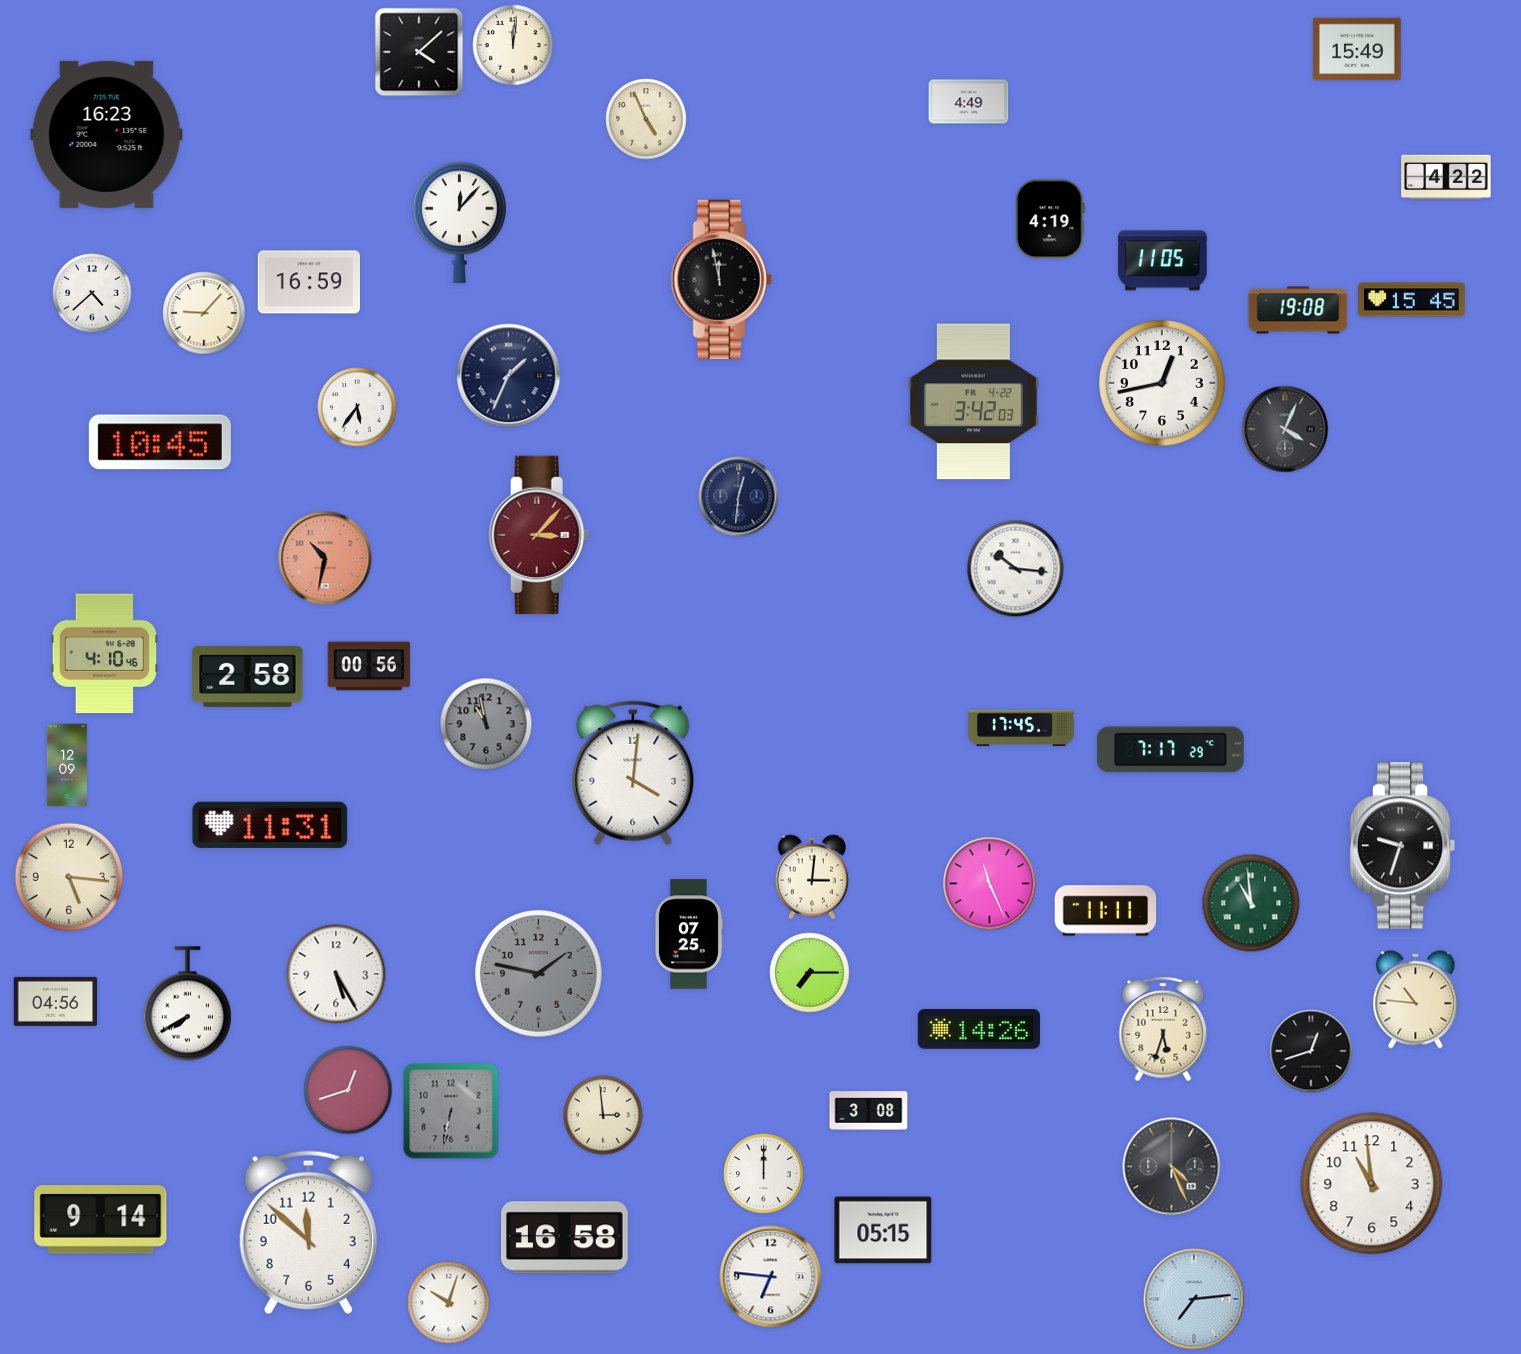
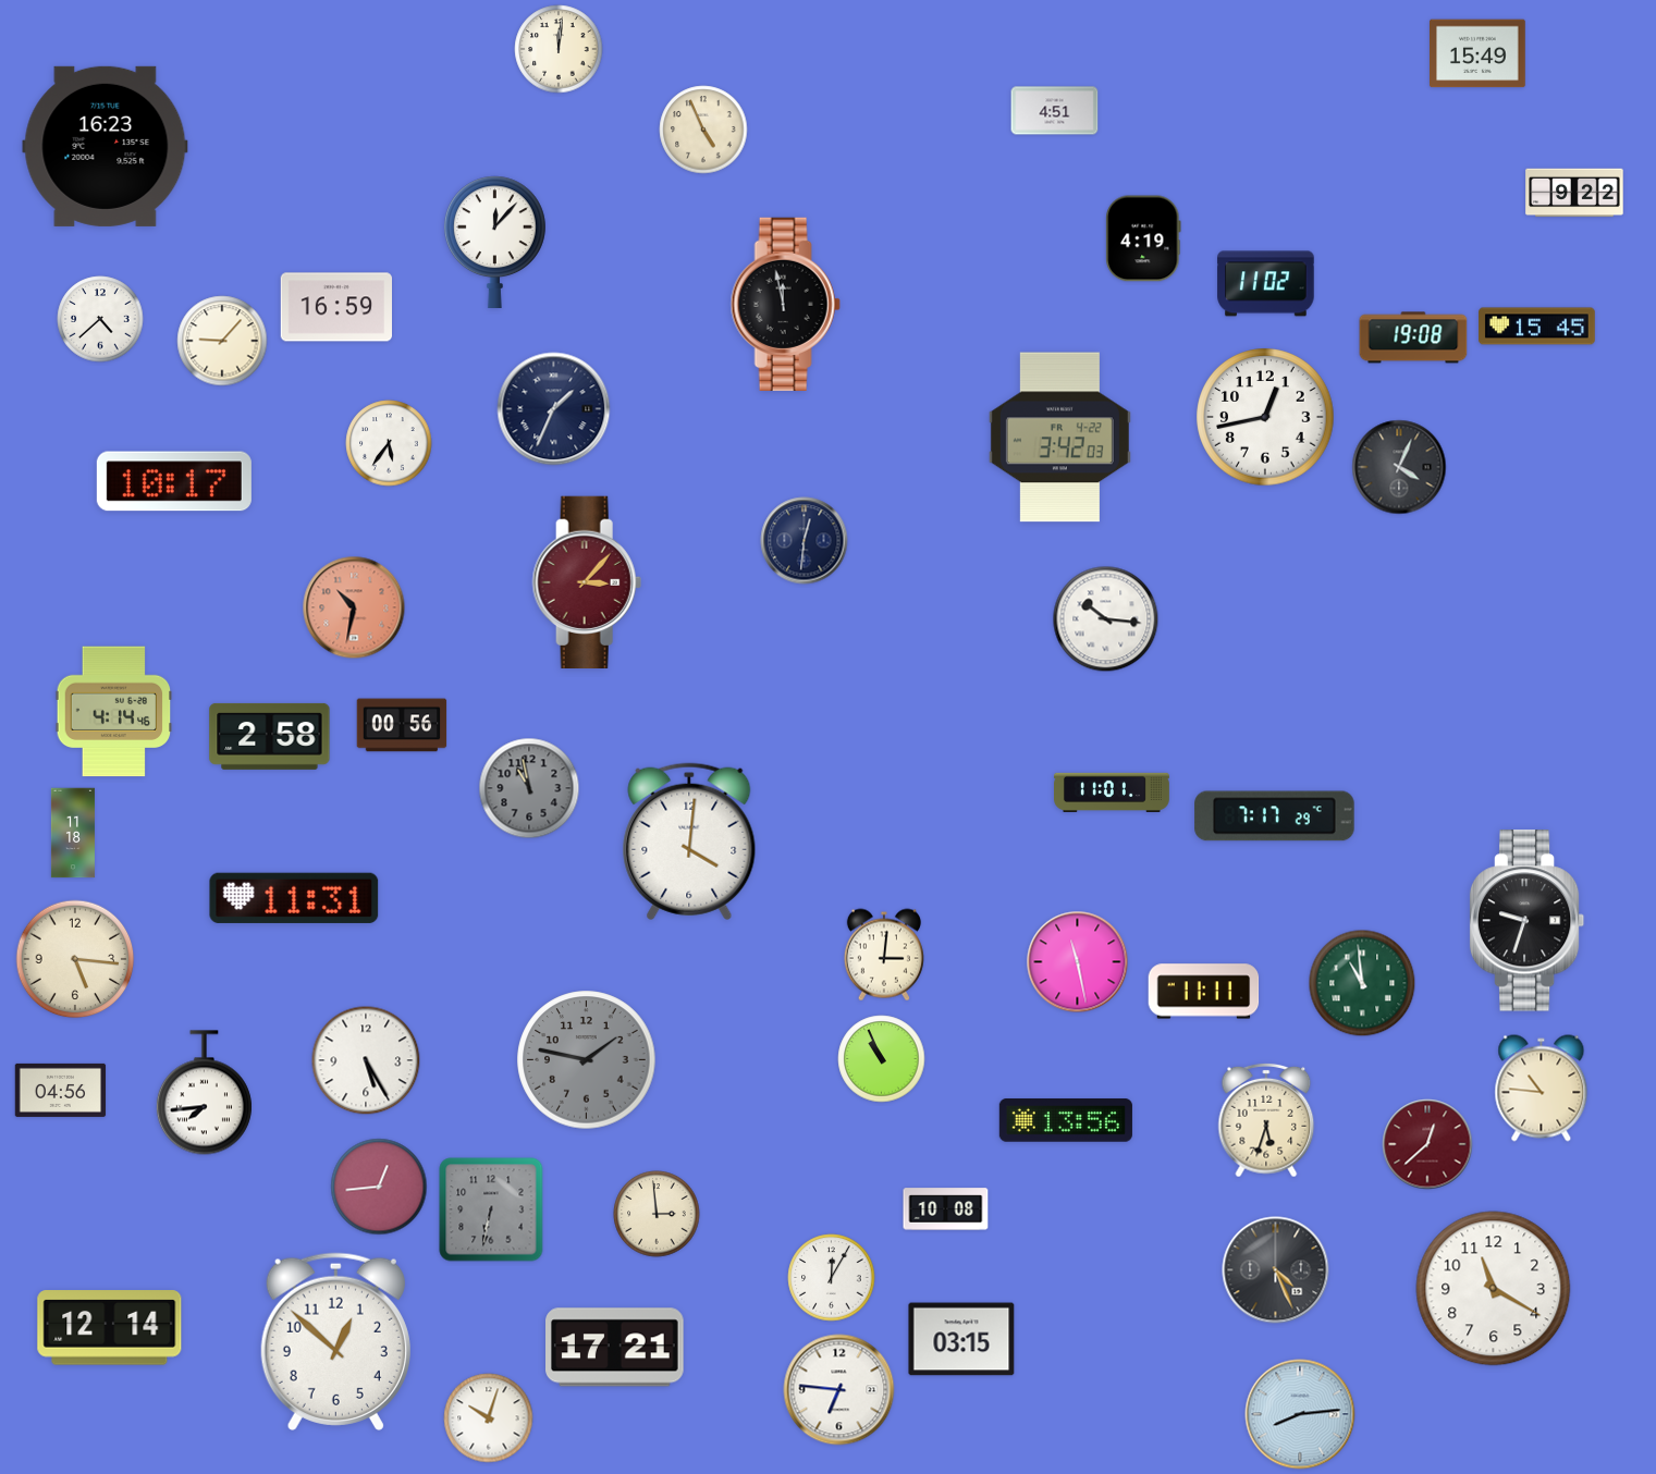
clock at (419, 52): 4:08 -> none
clock at (969, 102): 4:49 -> 4:51
clock at (107, 134) position: (107, 134) -> (106, 146)
clock at (1446, 177): 4:22 -> 9:22
clock at (459, 222) position: (459, 222) -> (494, 242)
clock at (1163, 261): 11:05 -> 11:02
clock at (160, 442): 10:45 -> 10:17
clock at (105, 654): 4:10 -> 4:14
clock at (1022, 727): 17:45 -> 11:01
clock at (67, 765): 12:09 -> 11:18
clock at (69, 877) position: (69, 877) -> (75, 959)
clock at (990, 884): 11:26 -> 11:28
clock at (688, 934): 07:25 -> none
clock at (810, 973): 7:15 -> 10:56
clock at (187, 1004): 7:40 -> 7:44
clock at (979, 1029): 14:26 -> 13:56
clock at (1311, 1051): 12:42 -> 12:38
clock at (1311, 1051) dial: black -> burgundy
clock at (348, 1090): 12:42 -> 12:44
clock at (869, 1111): 3:08 -> 10:08
clock at (764, 1174): 12:00 -> 12:05
clock at (1372, 1184): 10:59 -> 11:20
clock at (101, 1220): 9:14 -> 12:14
clock at (883, 1230): 05:15 -> 03:15
clock at (308, 1232): 11:52 -> 12:52
clock at (565, 1238): 16:58 -> 17:21
clock at (1194, 1299): 7:14 -> 8:14
